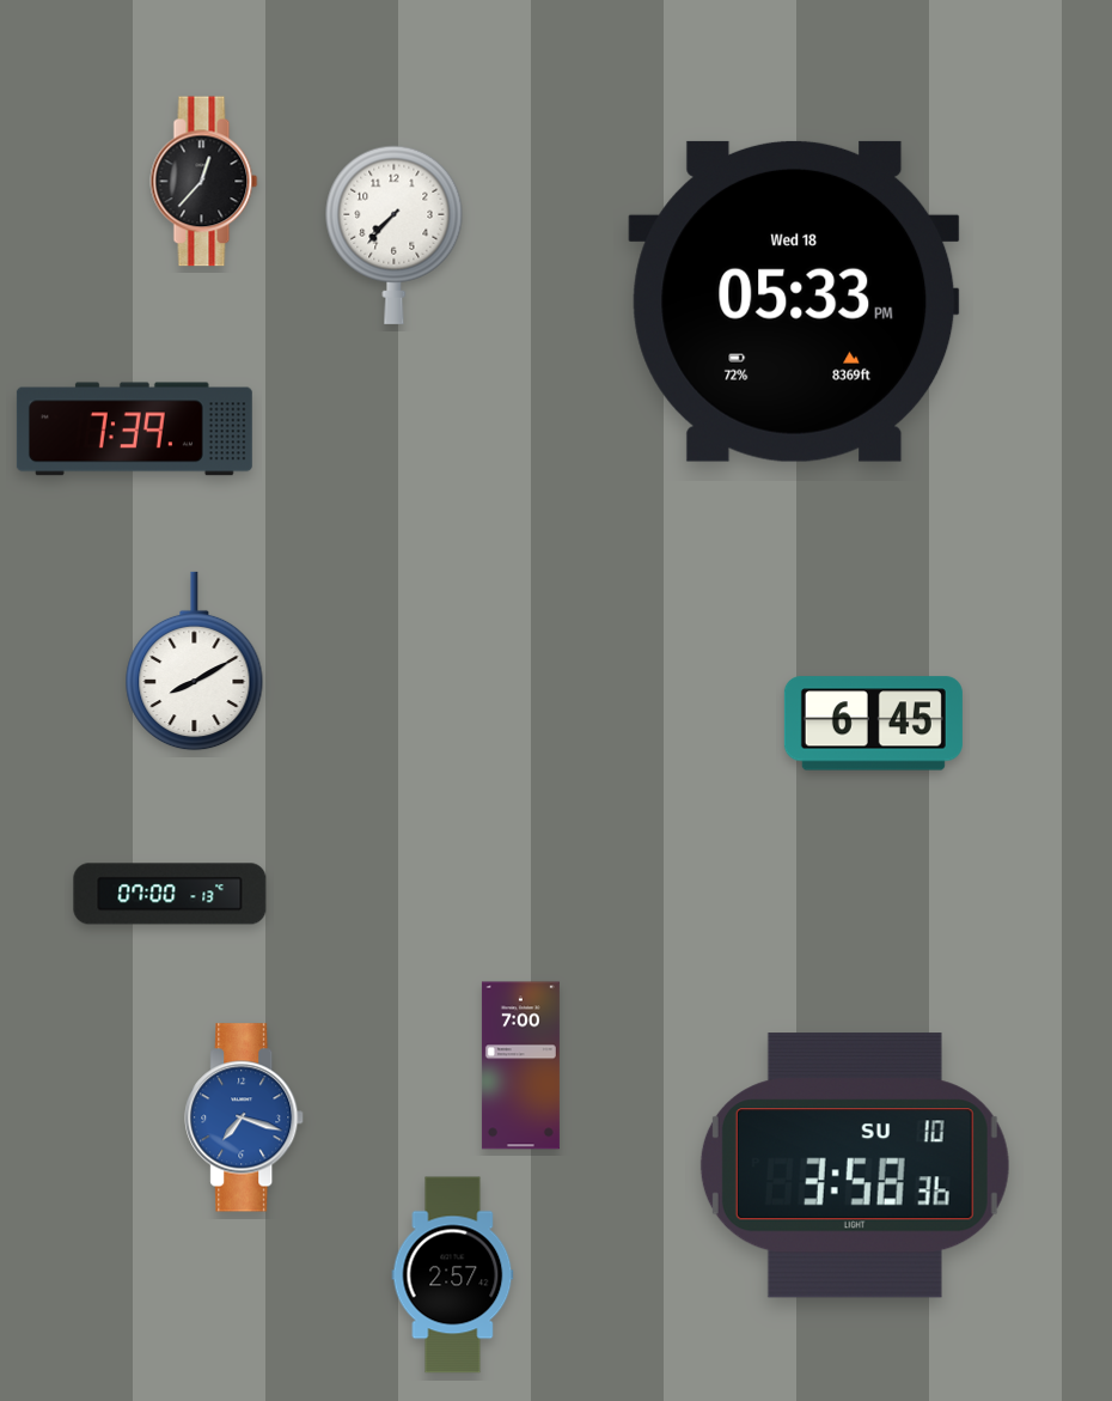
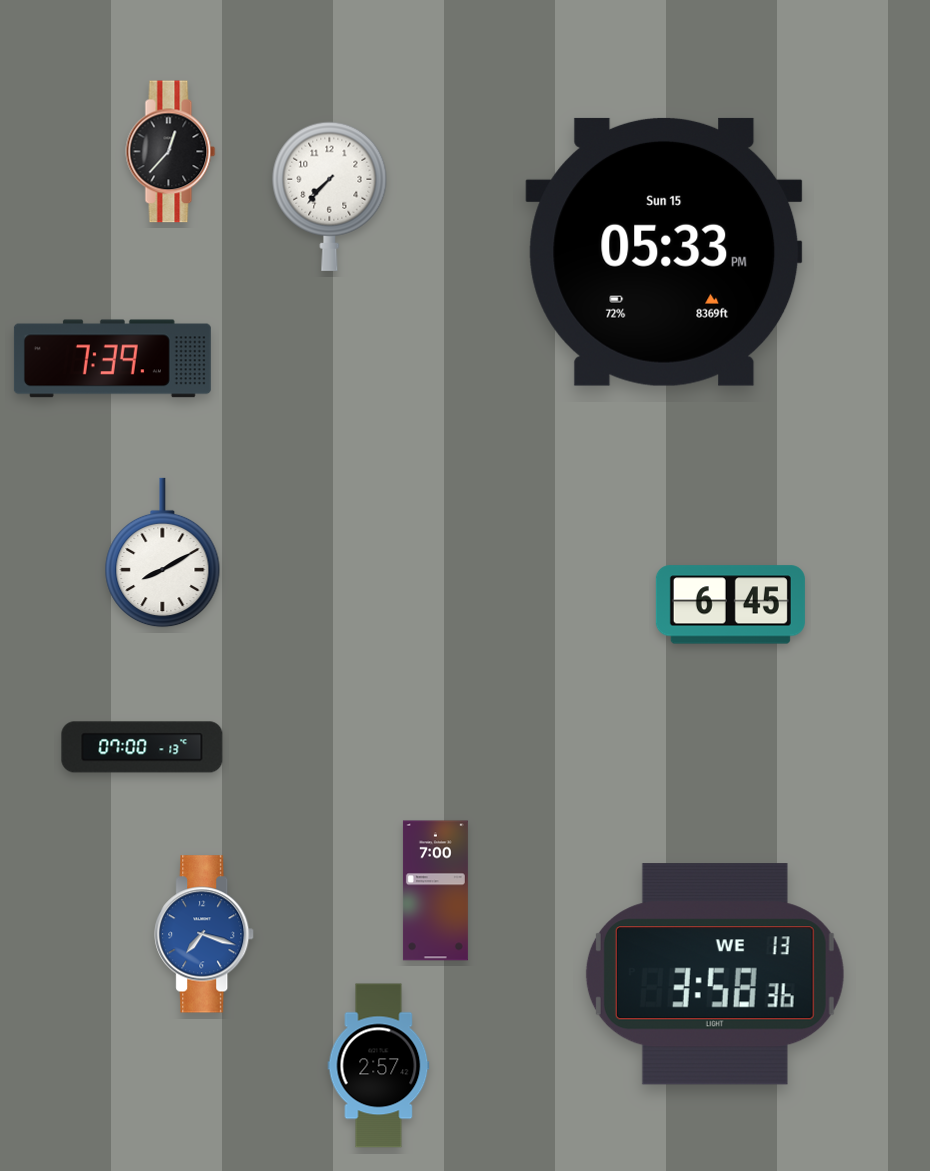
clock at (794, 301) date: Wed 18 -> Sun 15
clock at (855, 1165) date: SU 10 -> WE 13
